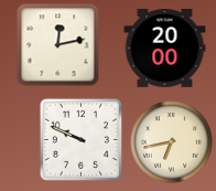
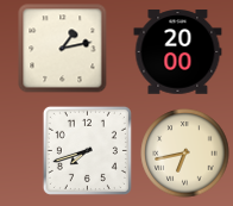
clock at (58, 45): 12:13 -> 1:13
clock at (80, 139): 9:49 -> 7:42
